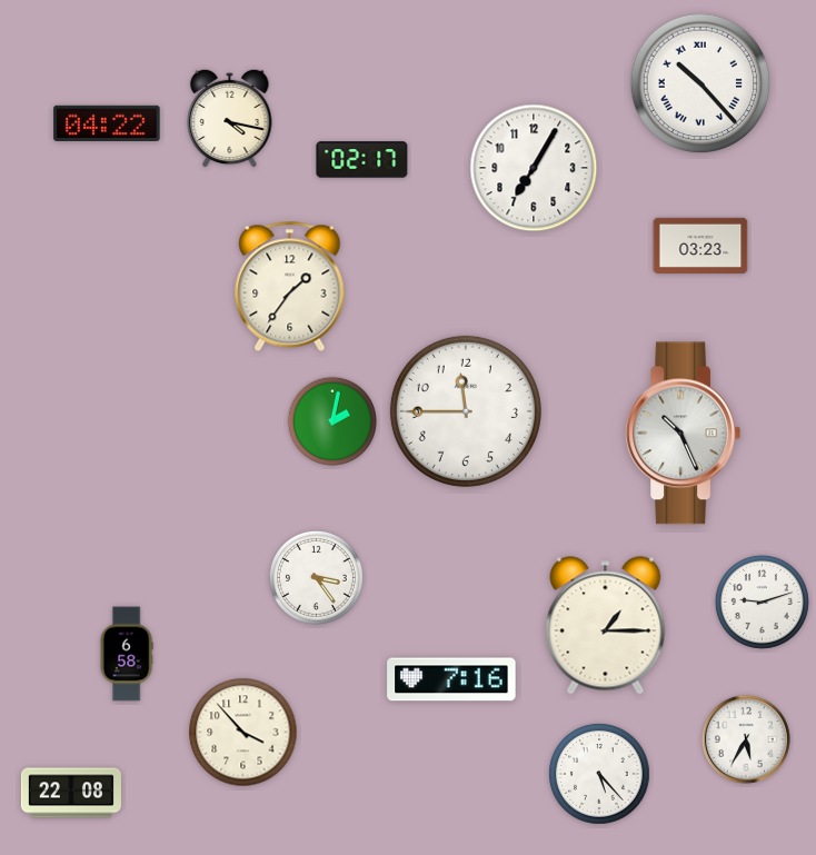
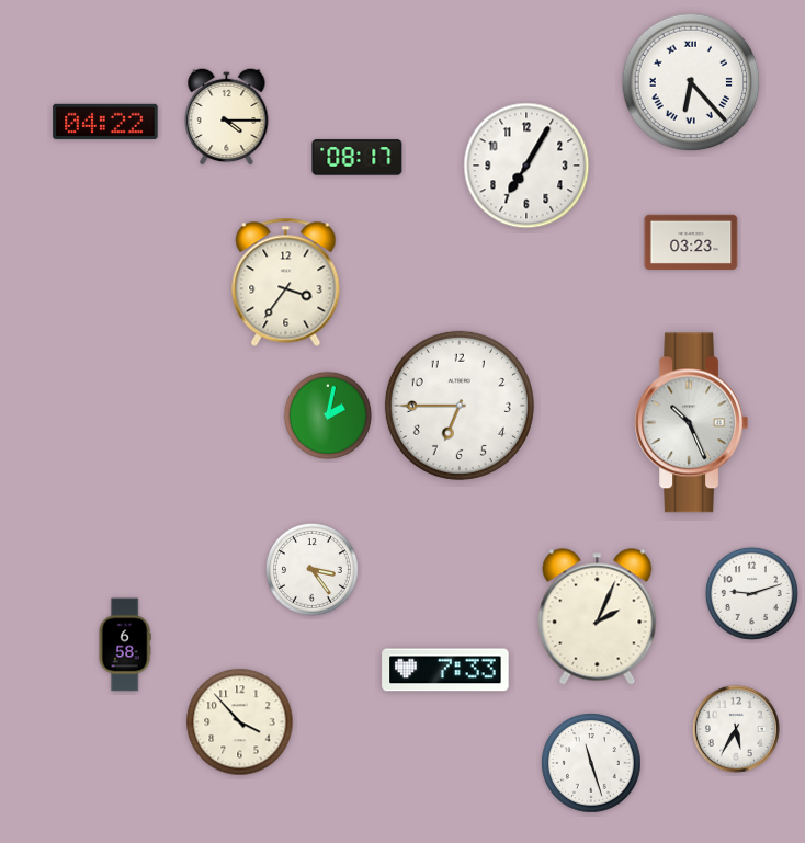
clock at (700, 83): 10:23 -> 6:23
clock at (230, 118): 4:17 -> 4:15
clock at (362, 160): 02:17 -> 08:17
clock at (290, 286): 1:36 -> 3:36
clock at (466, 411): 11:45 -> 6:45
clock at (684, 434) position: (684, 434) -> (692, 423)
clock at (606, 626): 1:15 -> 2:04
clock at (451, 679): 7:16 -> 7:33
clock at (599, 774): 5:23 -> 11:27
clock at (71, 793): 22:08 -> none
